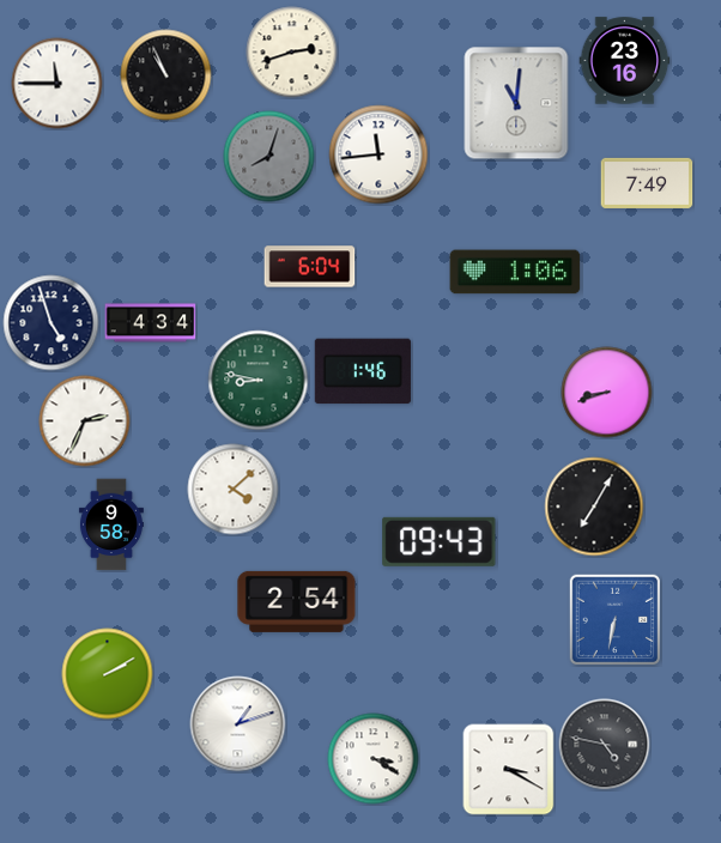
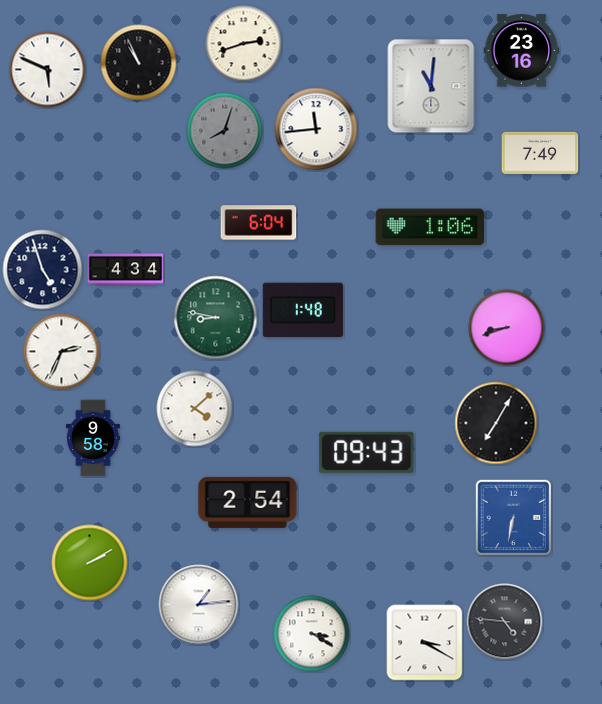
clock at (57, 84): 11:45 -> 5:49
clock at (363, 371): 1:46 -> 1:48
clock at (85, 421) position: (85, 421) -> (62, 352)
clock at (238, 724): 1:12 -> 1:14
clock at (605, 745): 4:47 -> 4:46
